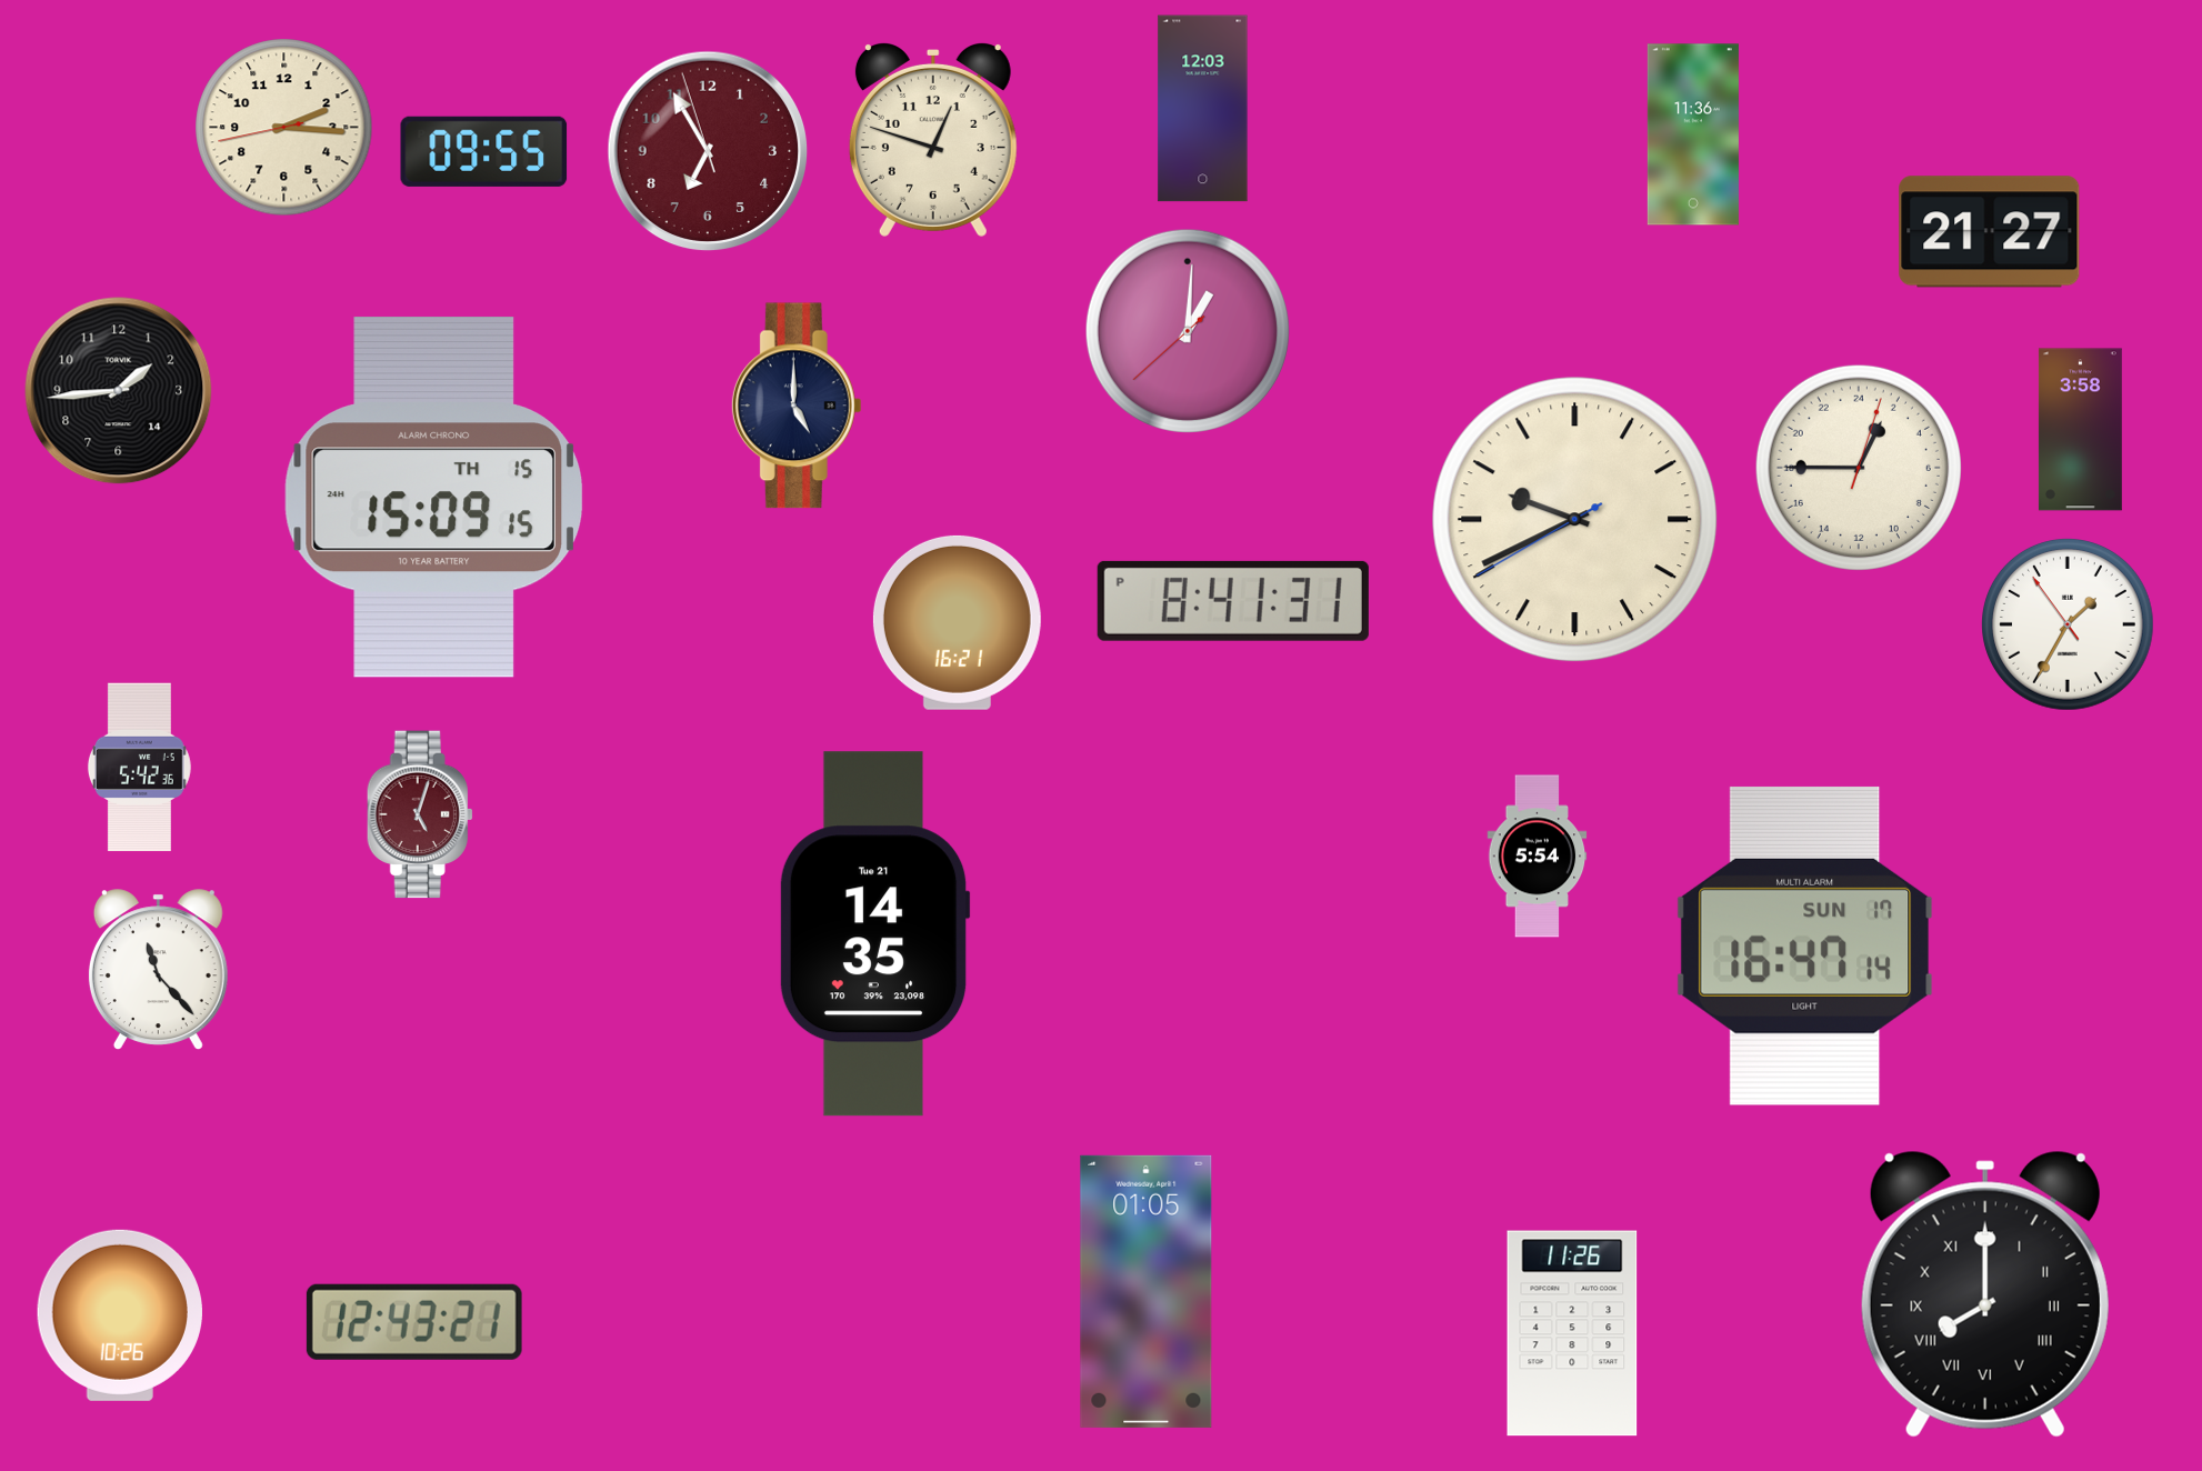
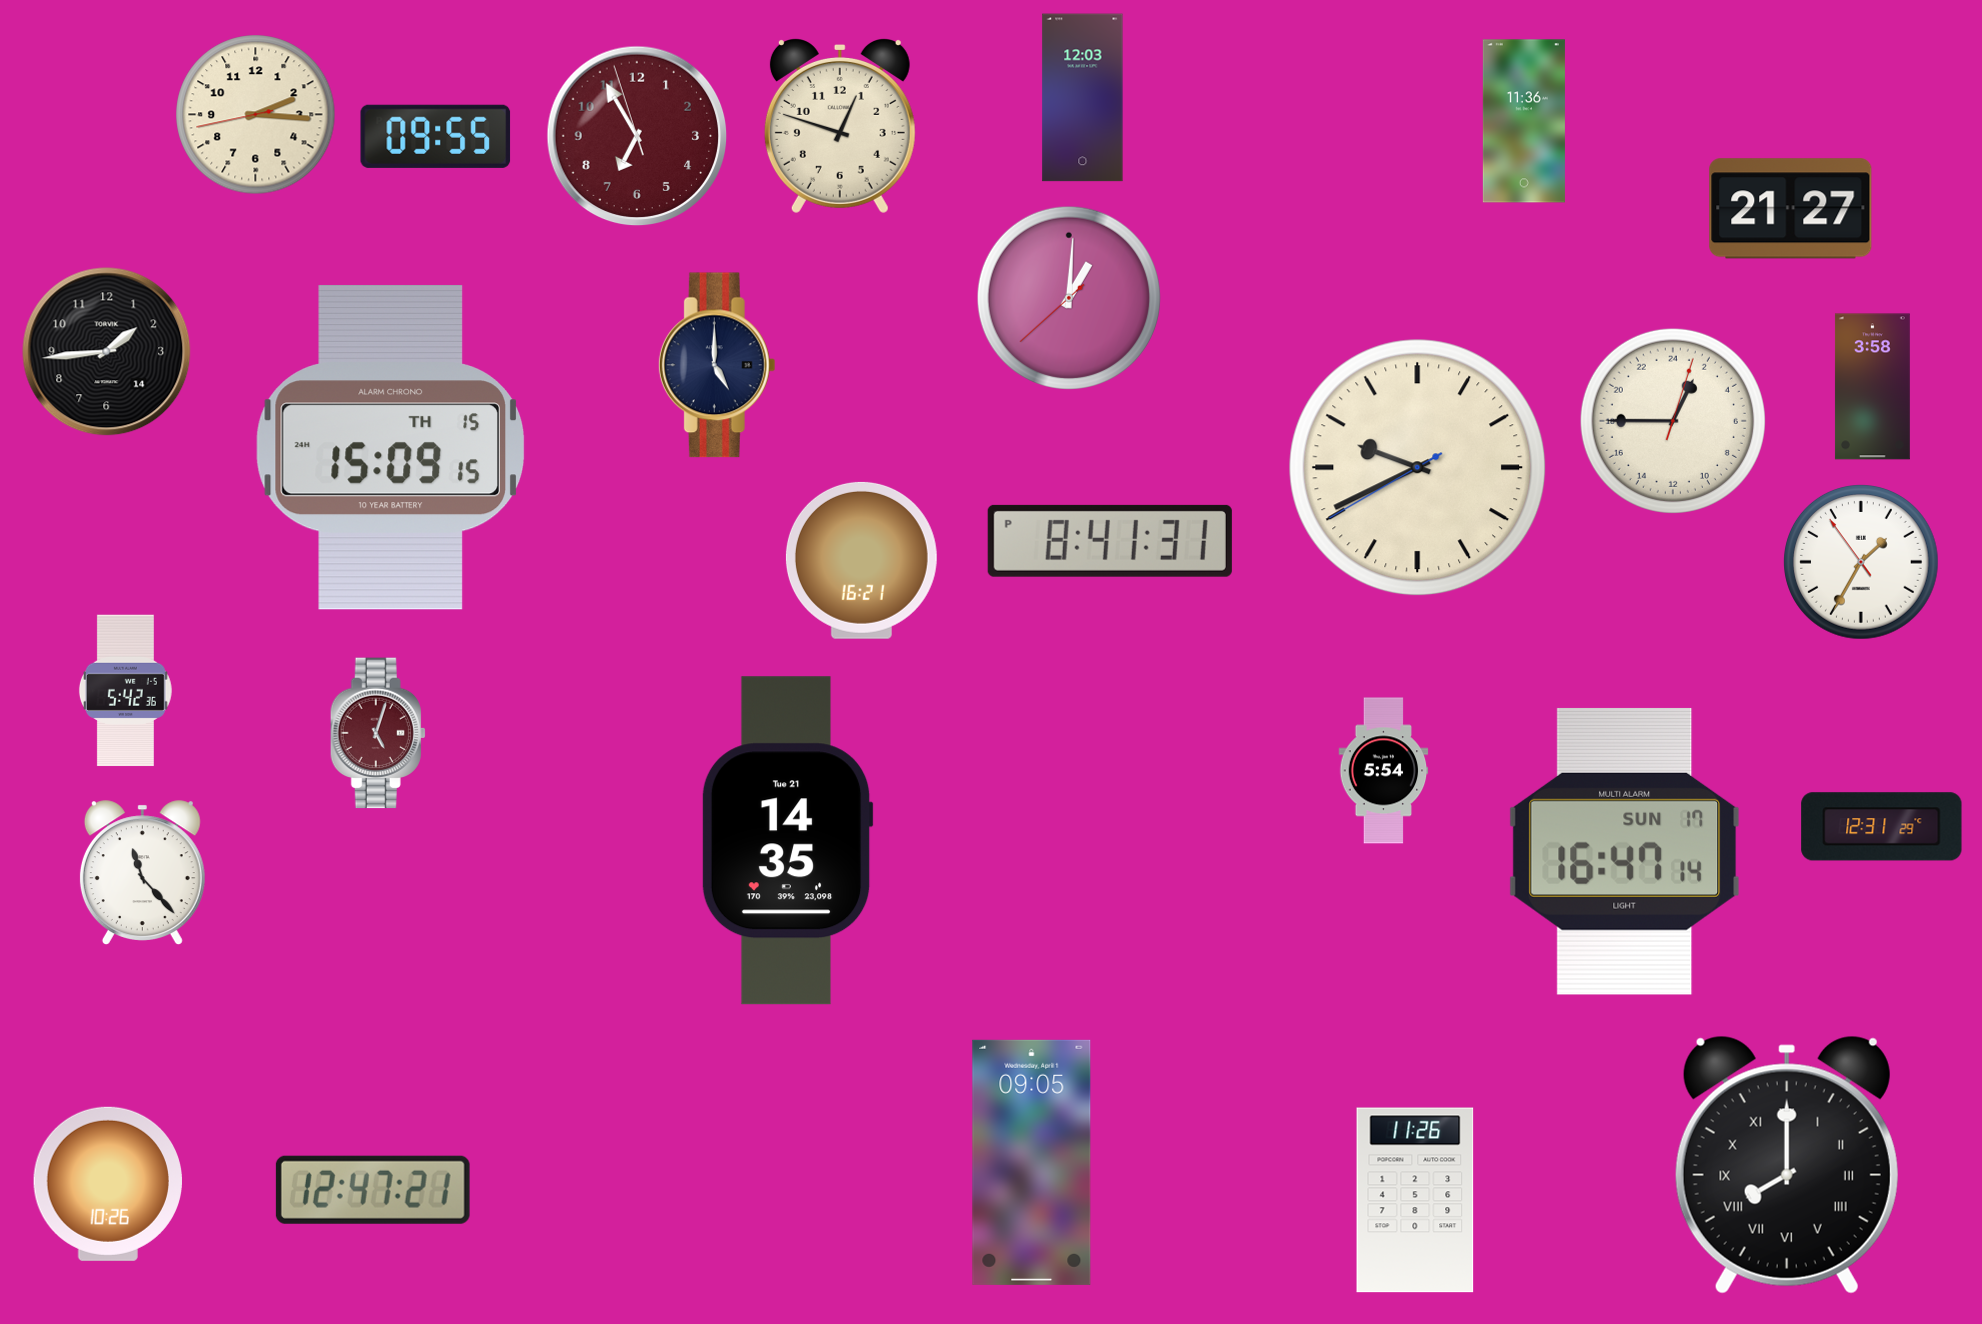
clock at (1882, 827): none -> 12:31
clock at (1147, 1291): 01:05 -> 09:05
clock at (414, 1322): 12:43 -> 12:47
